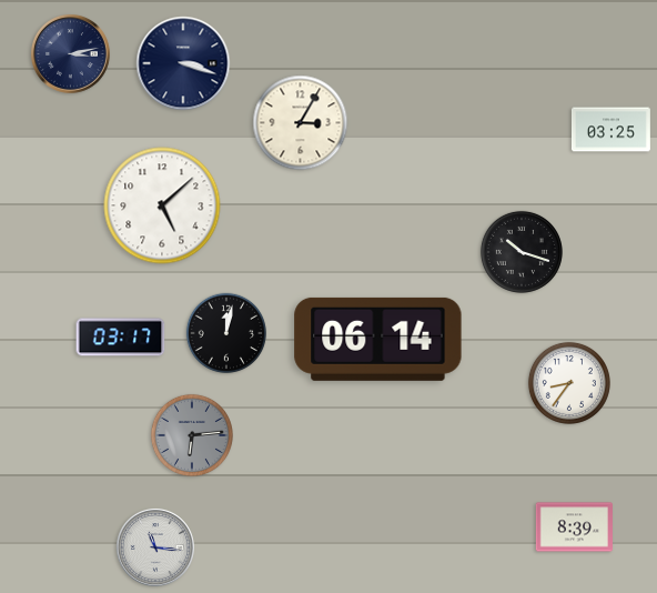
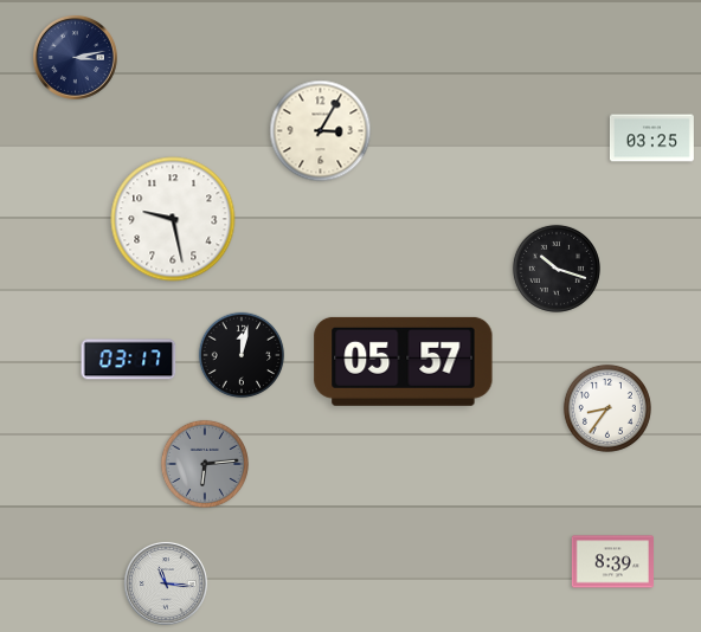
clock at (183, 63): 3:18 -> none
clock at (162, 205): 5:08 -> 9:28
clock at (378, 339): 06:14 -> 05:57
